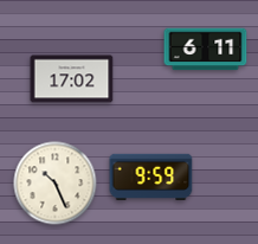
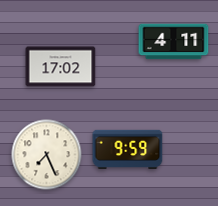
clock at (206, 50): 6:11 -> 4:11
clock at (56, 184): 10:26 -> 7:26
